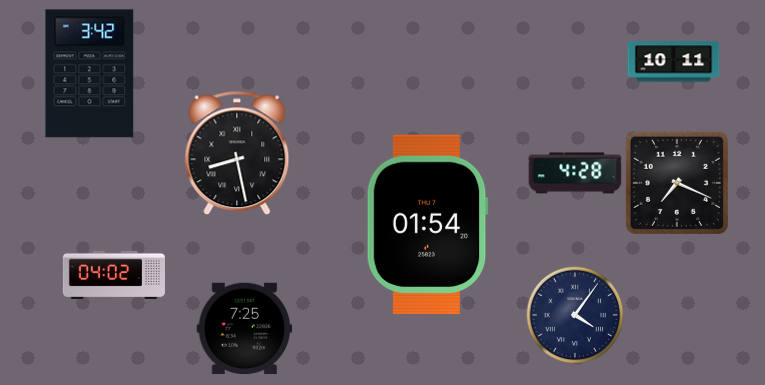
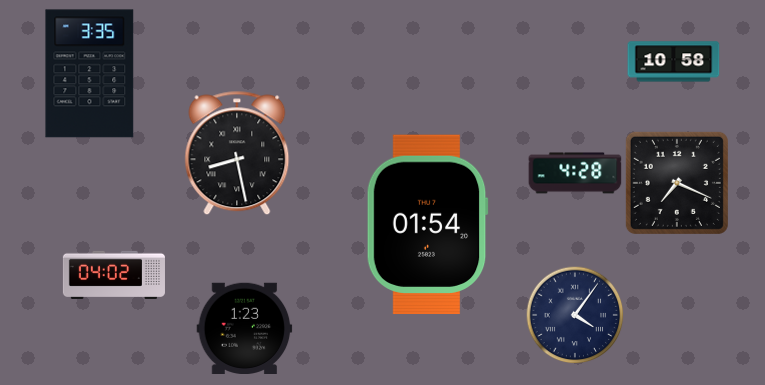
clock at (674, 62): 10:11 -> 10:58
clock at (90, 74): 3:42 -> 3:35
clock at (245, 328): 7:25 -> 1:23
